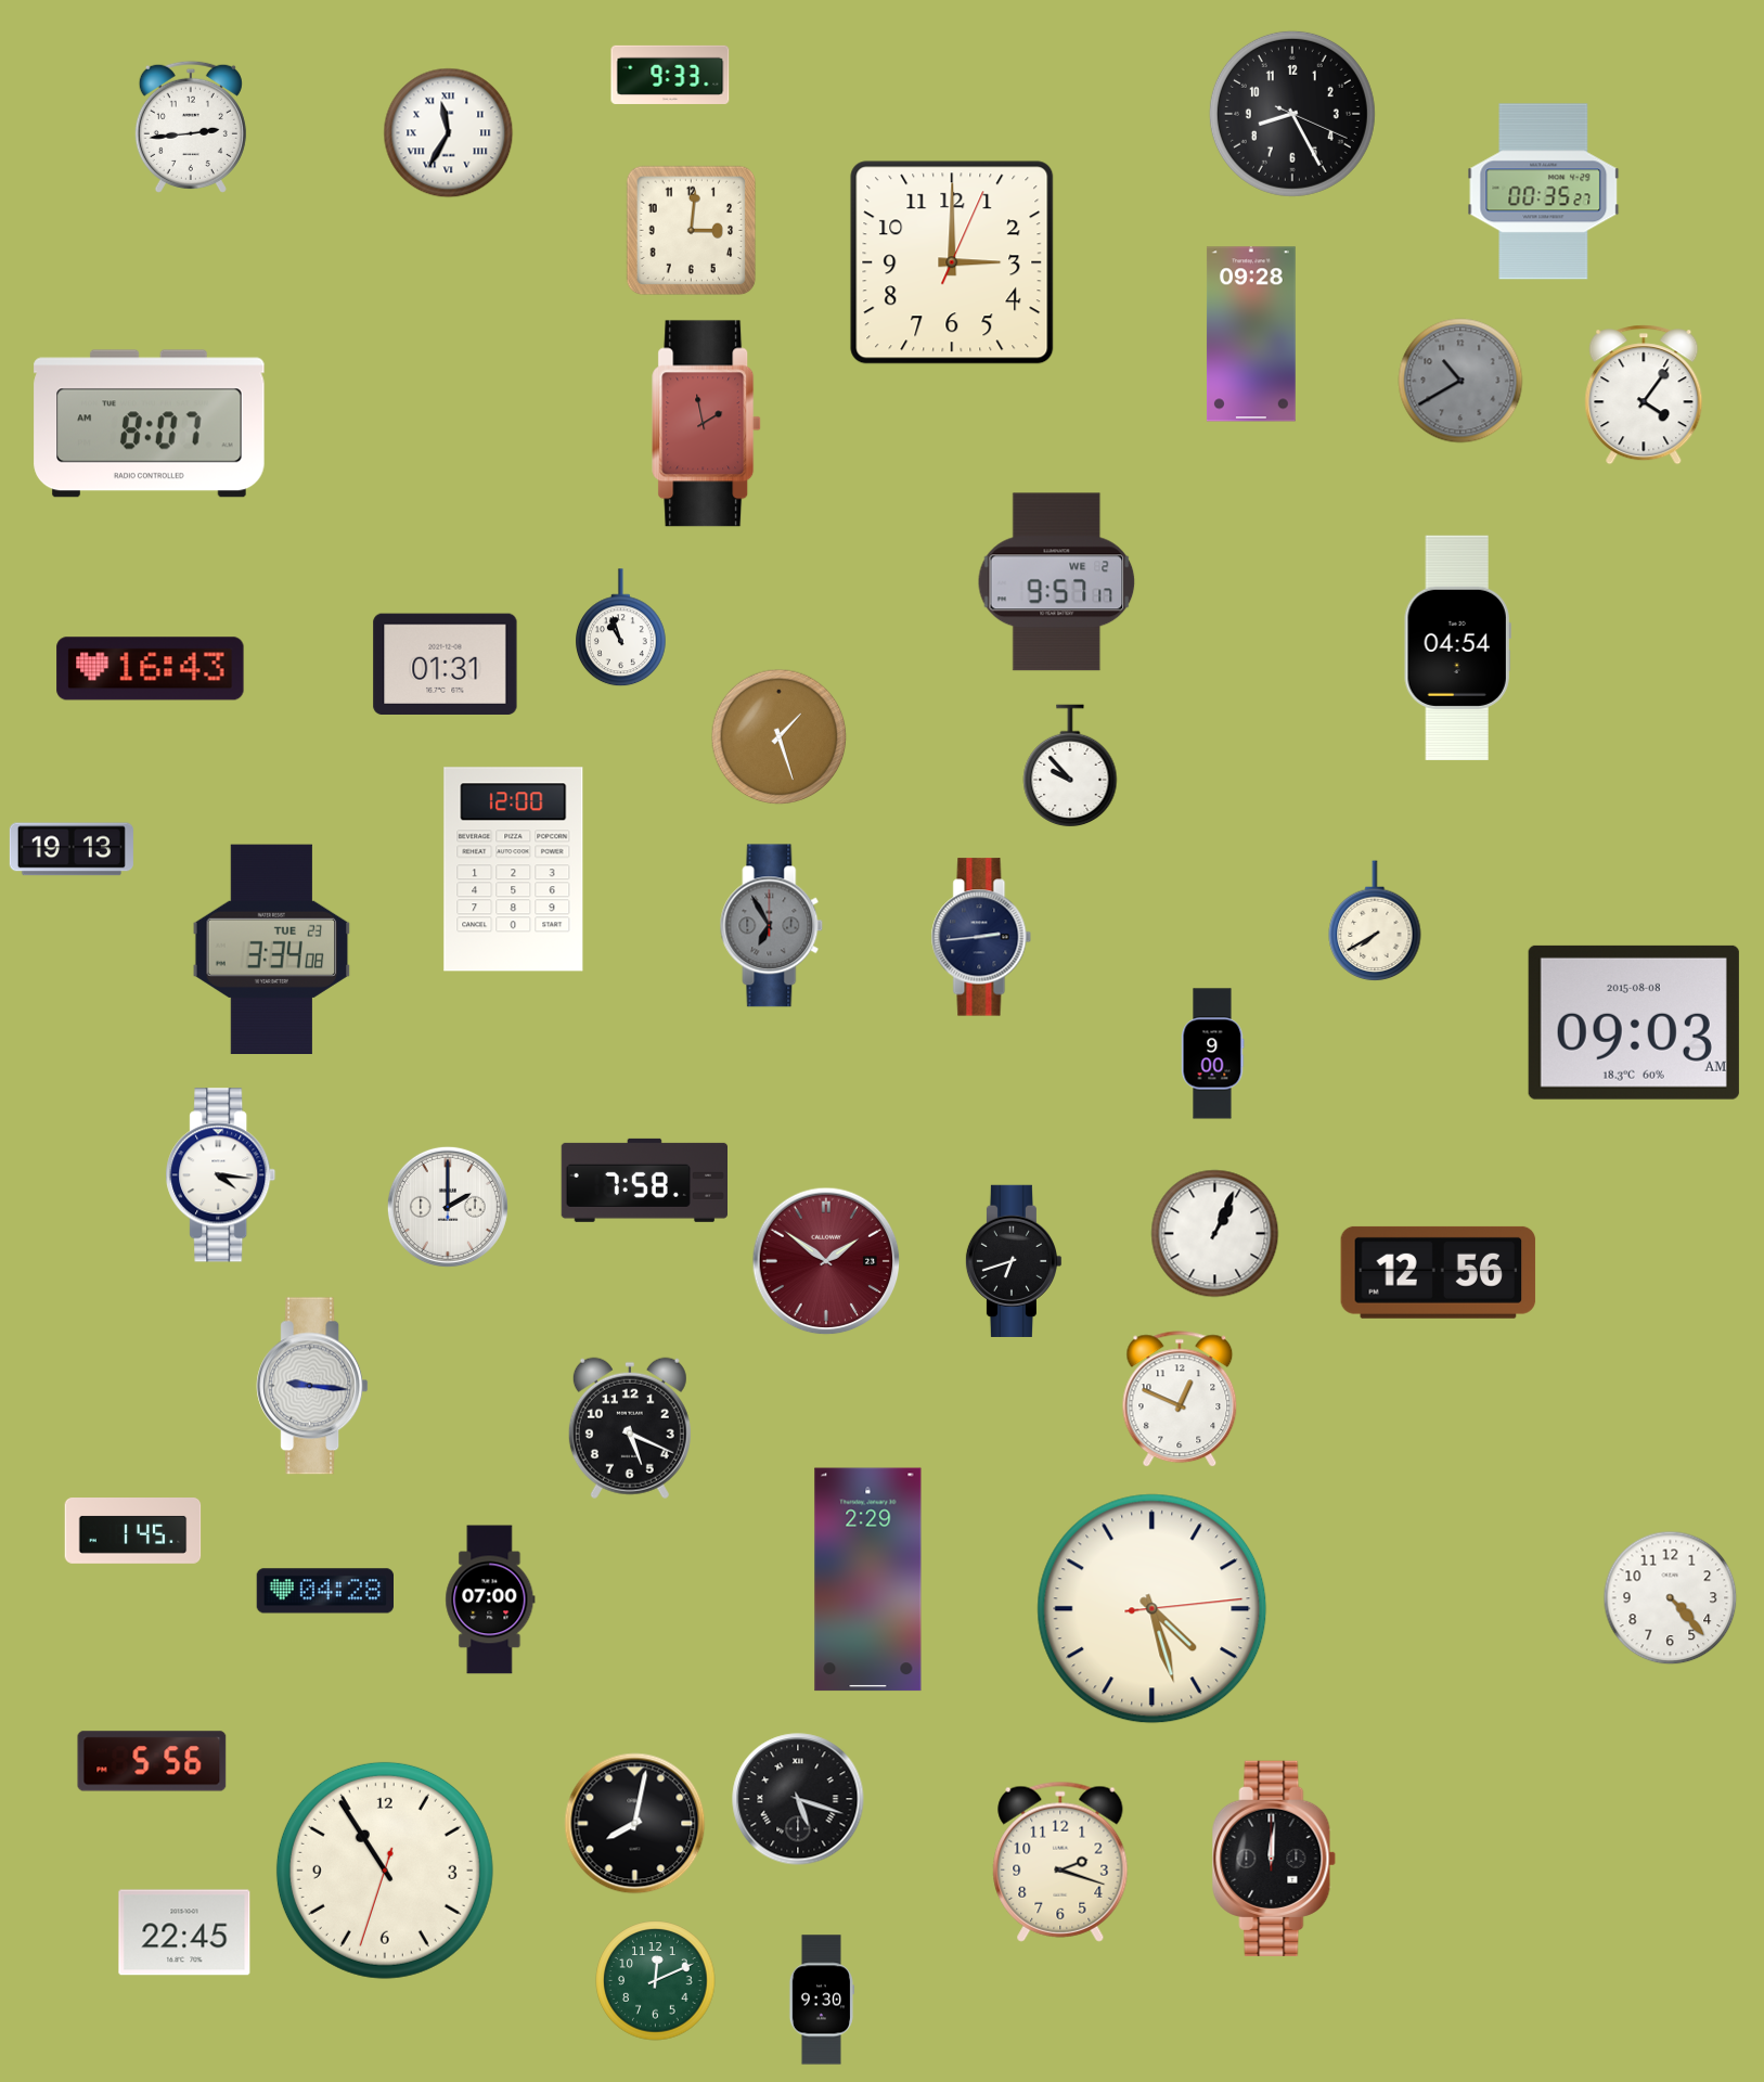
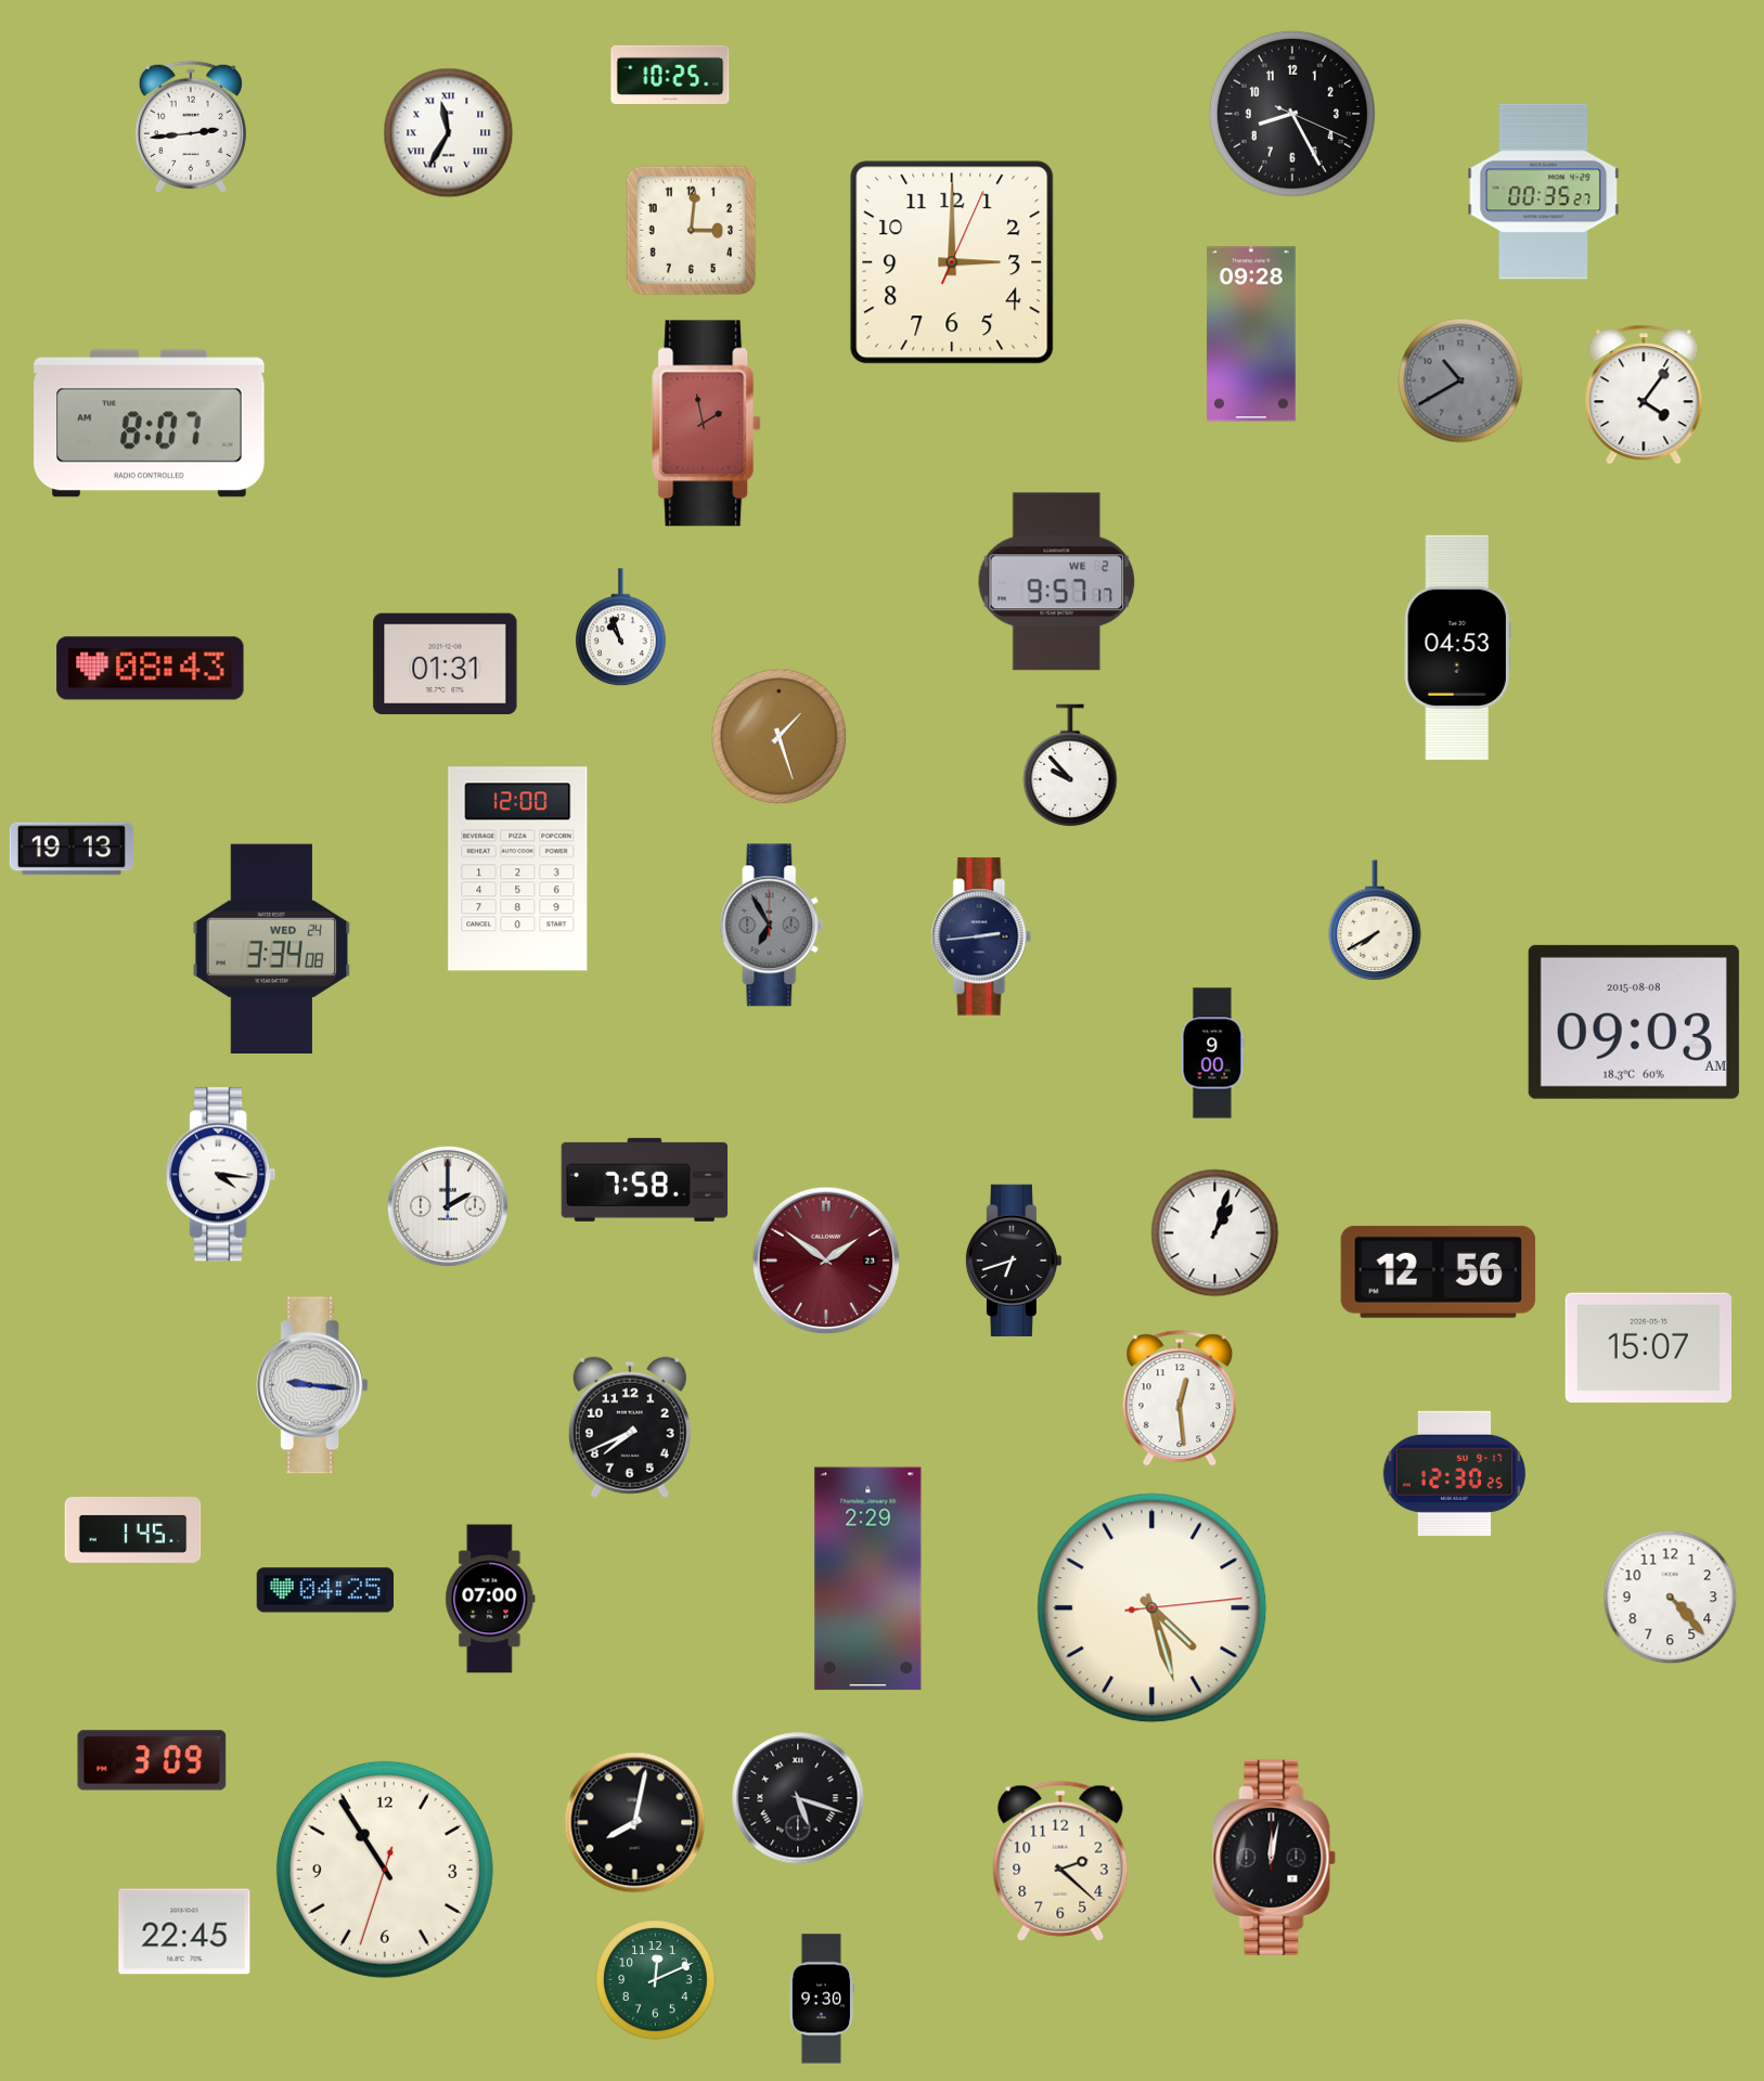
clock at (670, 75): 9:33 -> 10:25
clock at (1457, 647): 04:54 -> 04:53
clock at (151, 669): 16:43 -> 08:43
clock at (514, 870) position: (514, 870) -> (518, 869)
clock at (272, 949) date: TUE 23 -> WED 24
clock at (1215, 1234): 1:04 -> 1:03
clock at (1648, 1348): none -> 15:07
clock at (1180, 1400): 12:49 -> 12:29
clock at (630, 1428): 5:19 -> 7:41
clock at (1454, 1473): none -> 12:30
clock at (324, 1591): 04:28 -> 04:25
clock at (152, 1761): 5:56 -> 3:09
clock at (1274, 1859): 12:01 -> 12:02
clock at (1060, 1862): 2:18 -> 2:22
